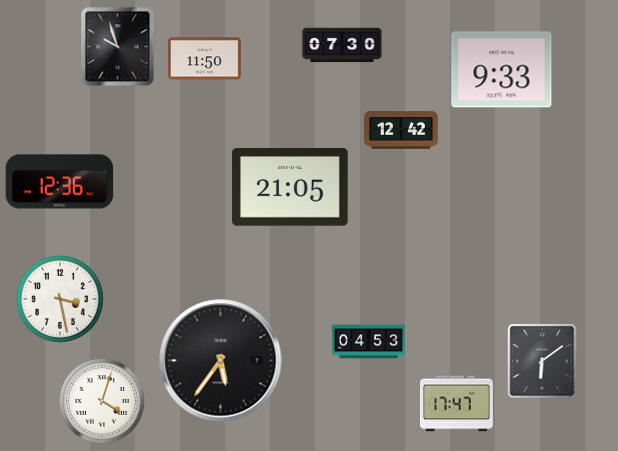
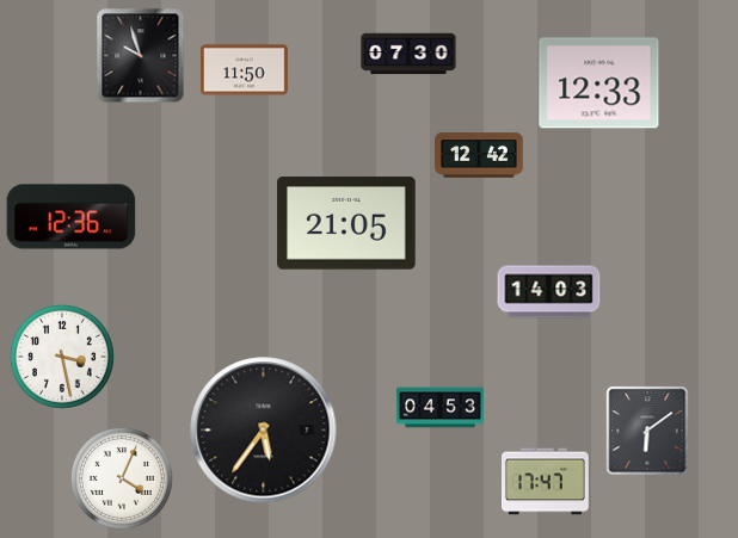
clock at (502, 70): 9:33 -> 12:33
clock at (549, 292): none -> 14:03
clock at (60, 299) position: (60, 299) -> (62, 357)
clock at (102, 401): 4:03 -> 4:04
